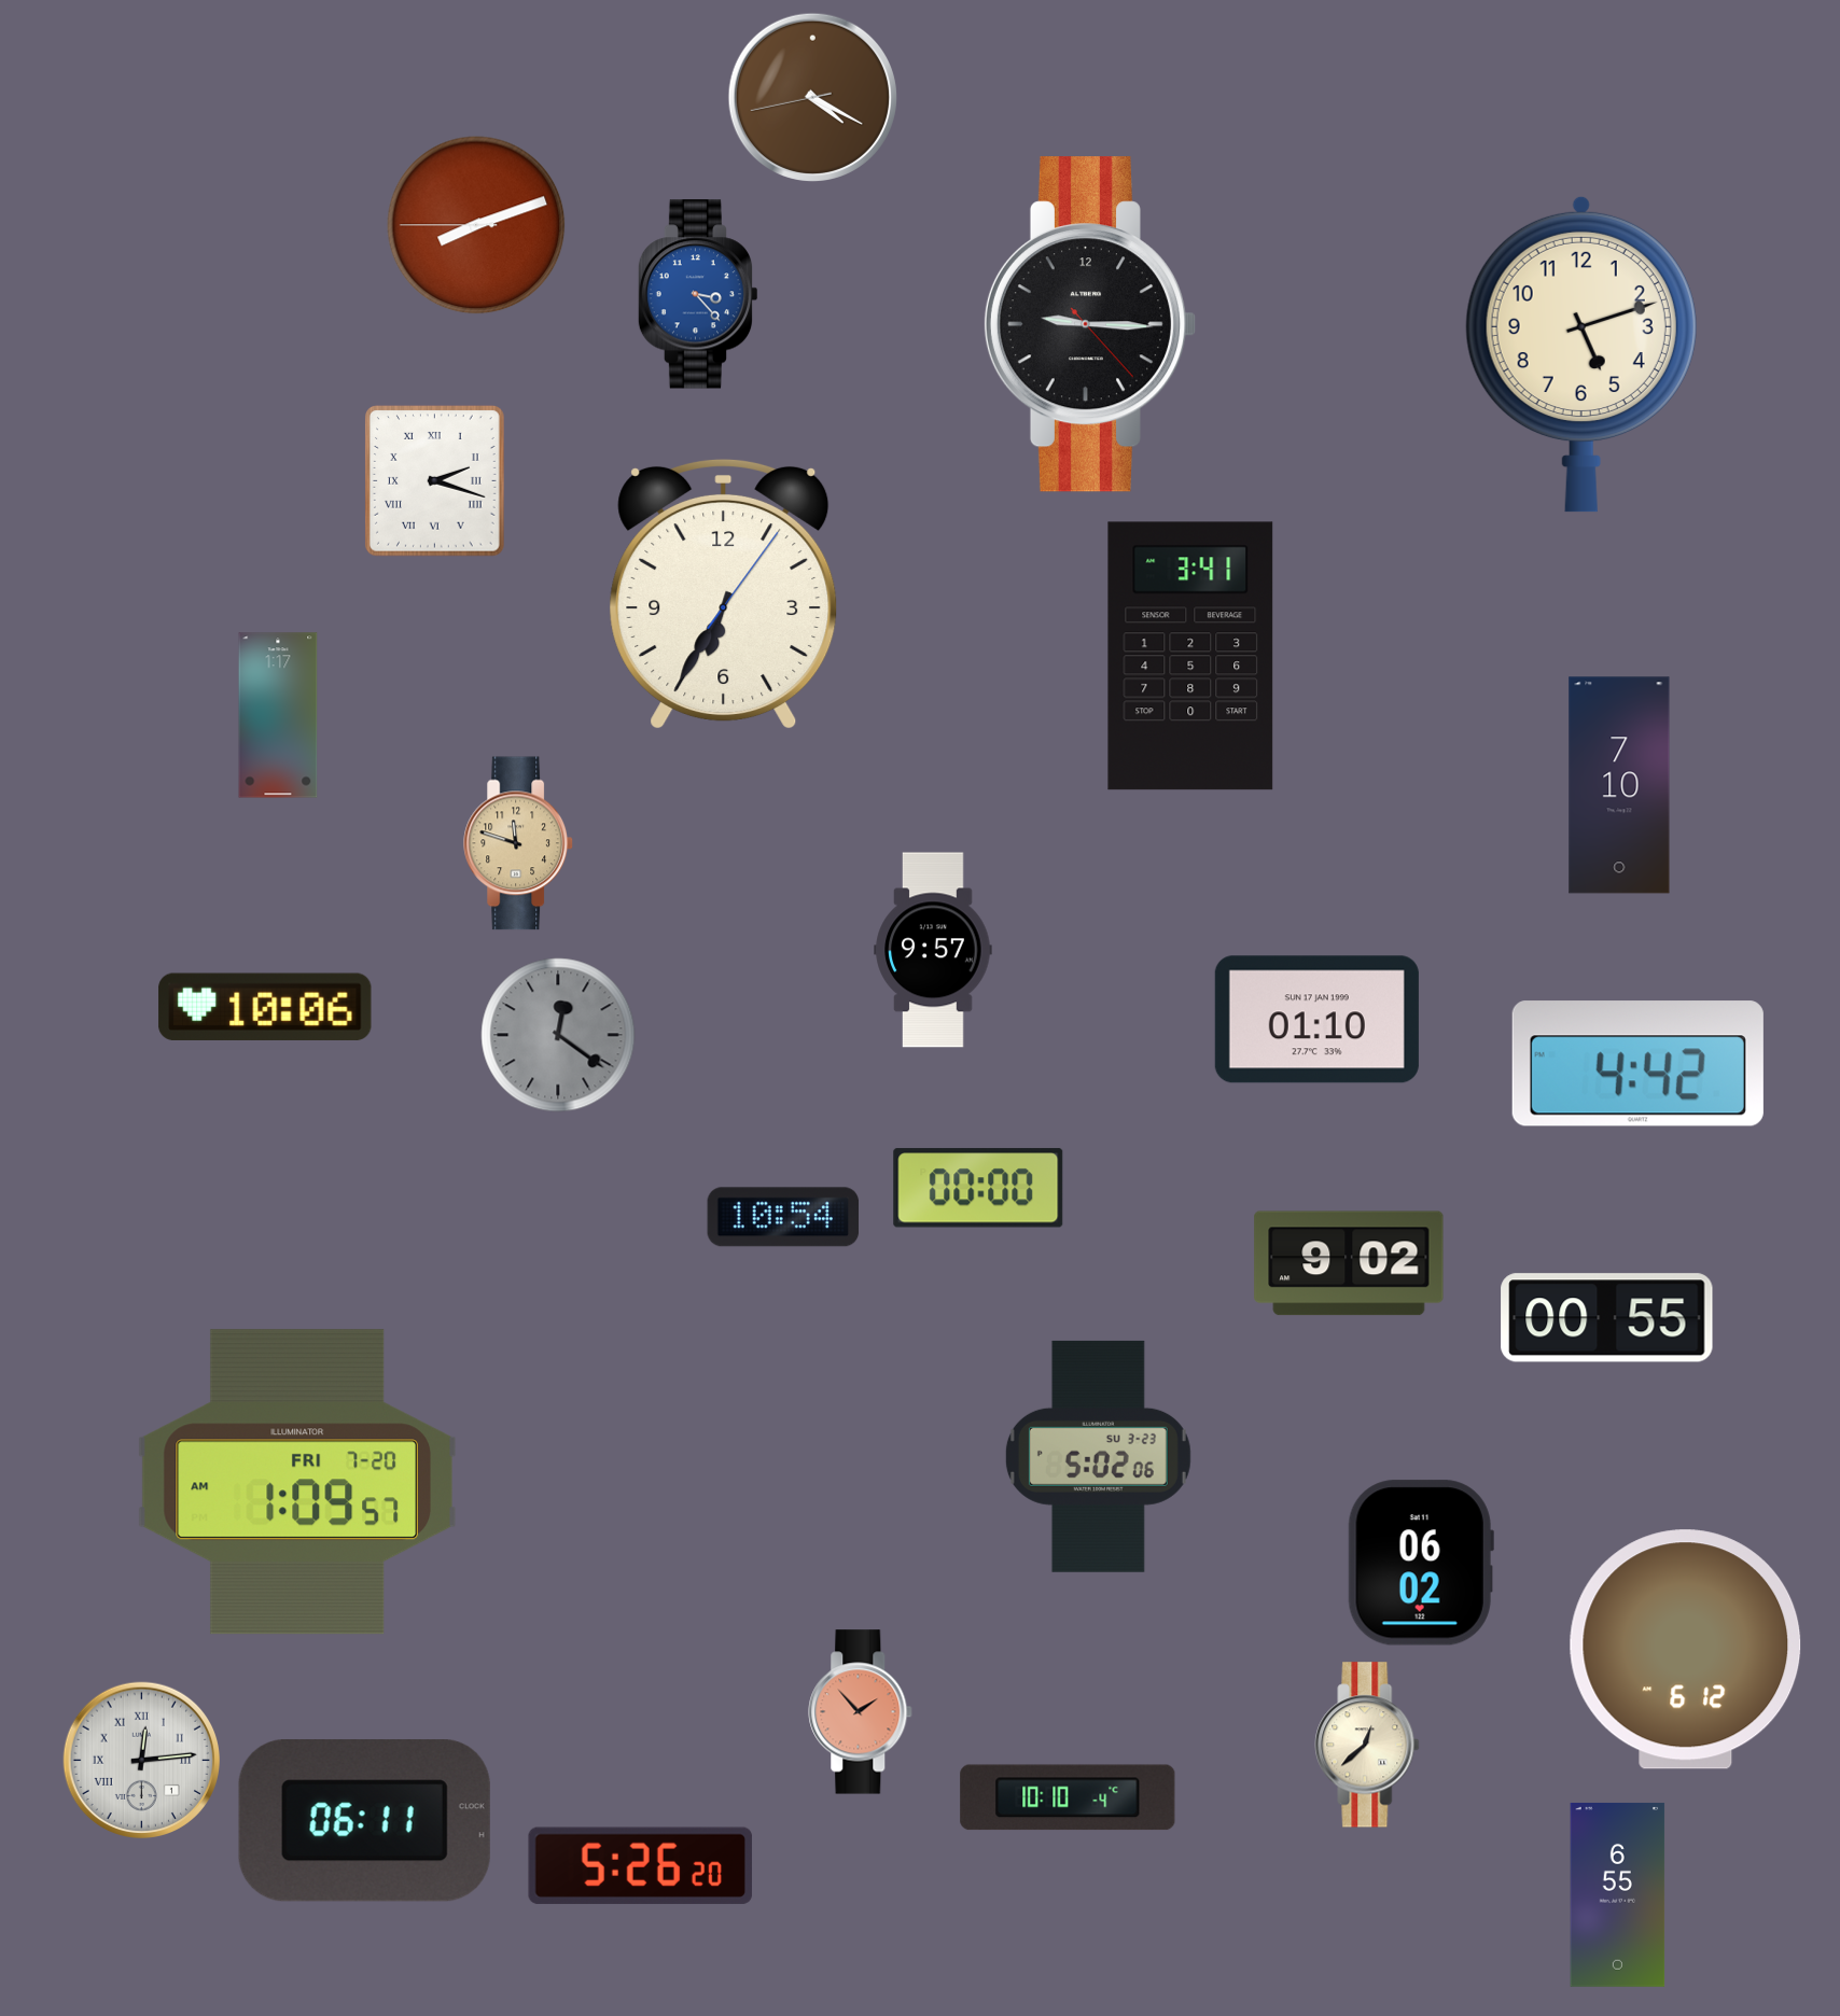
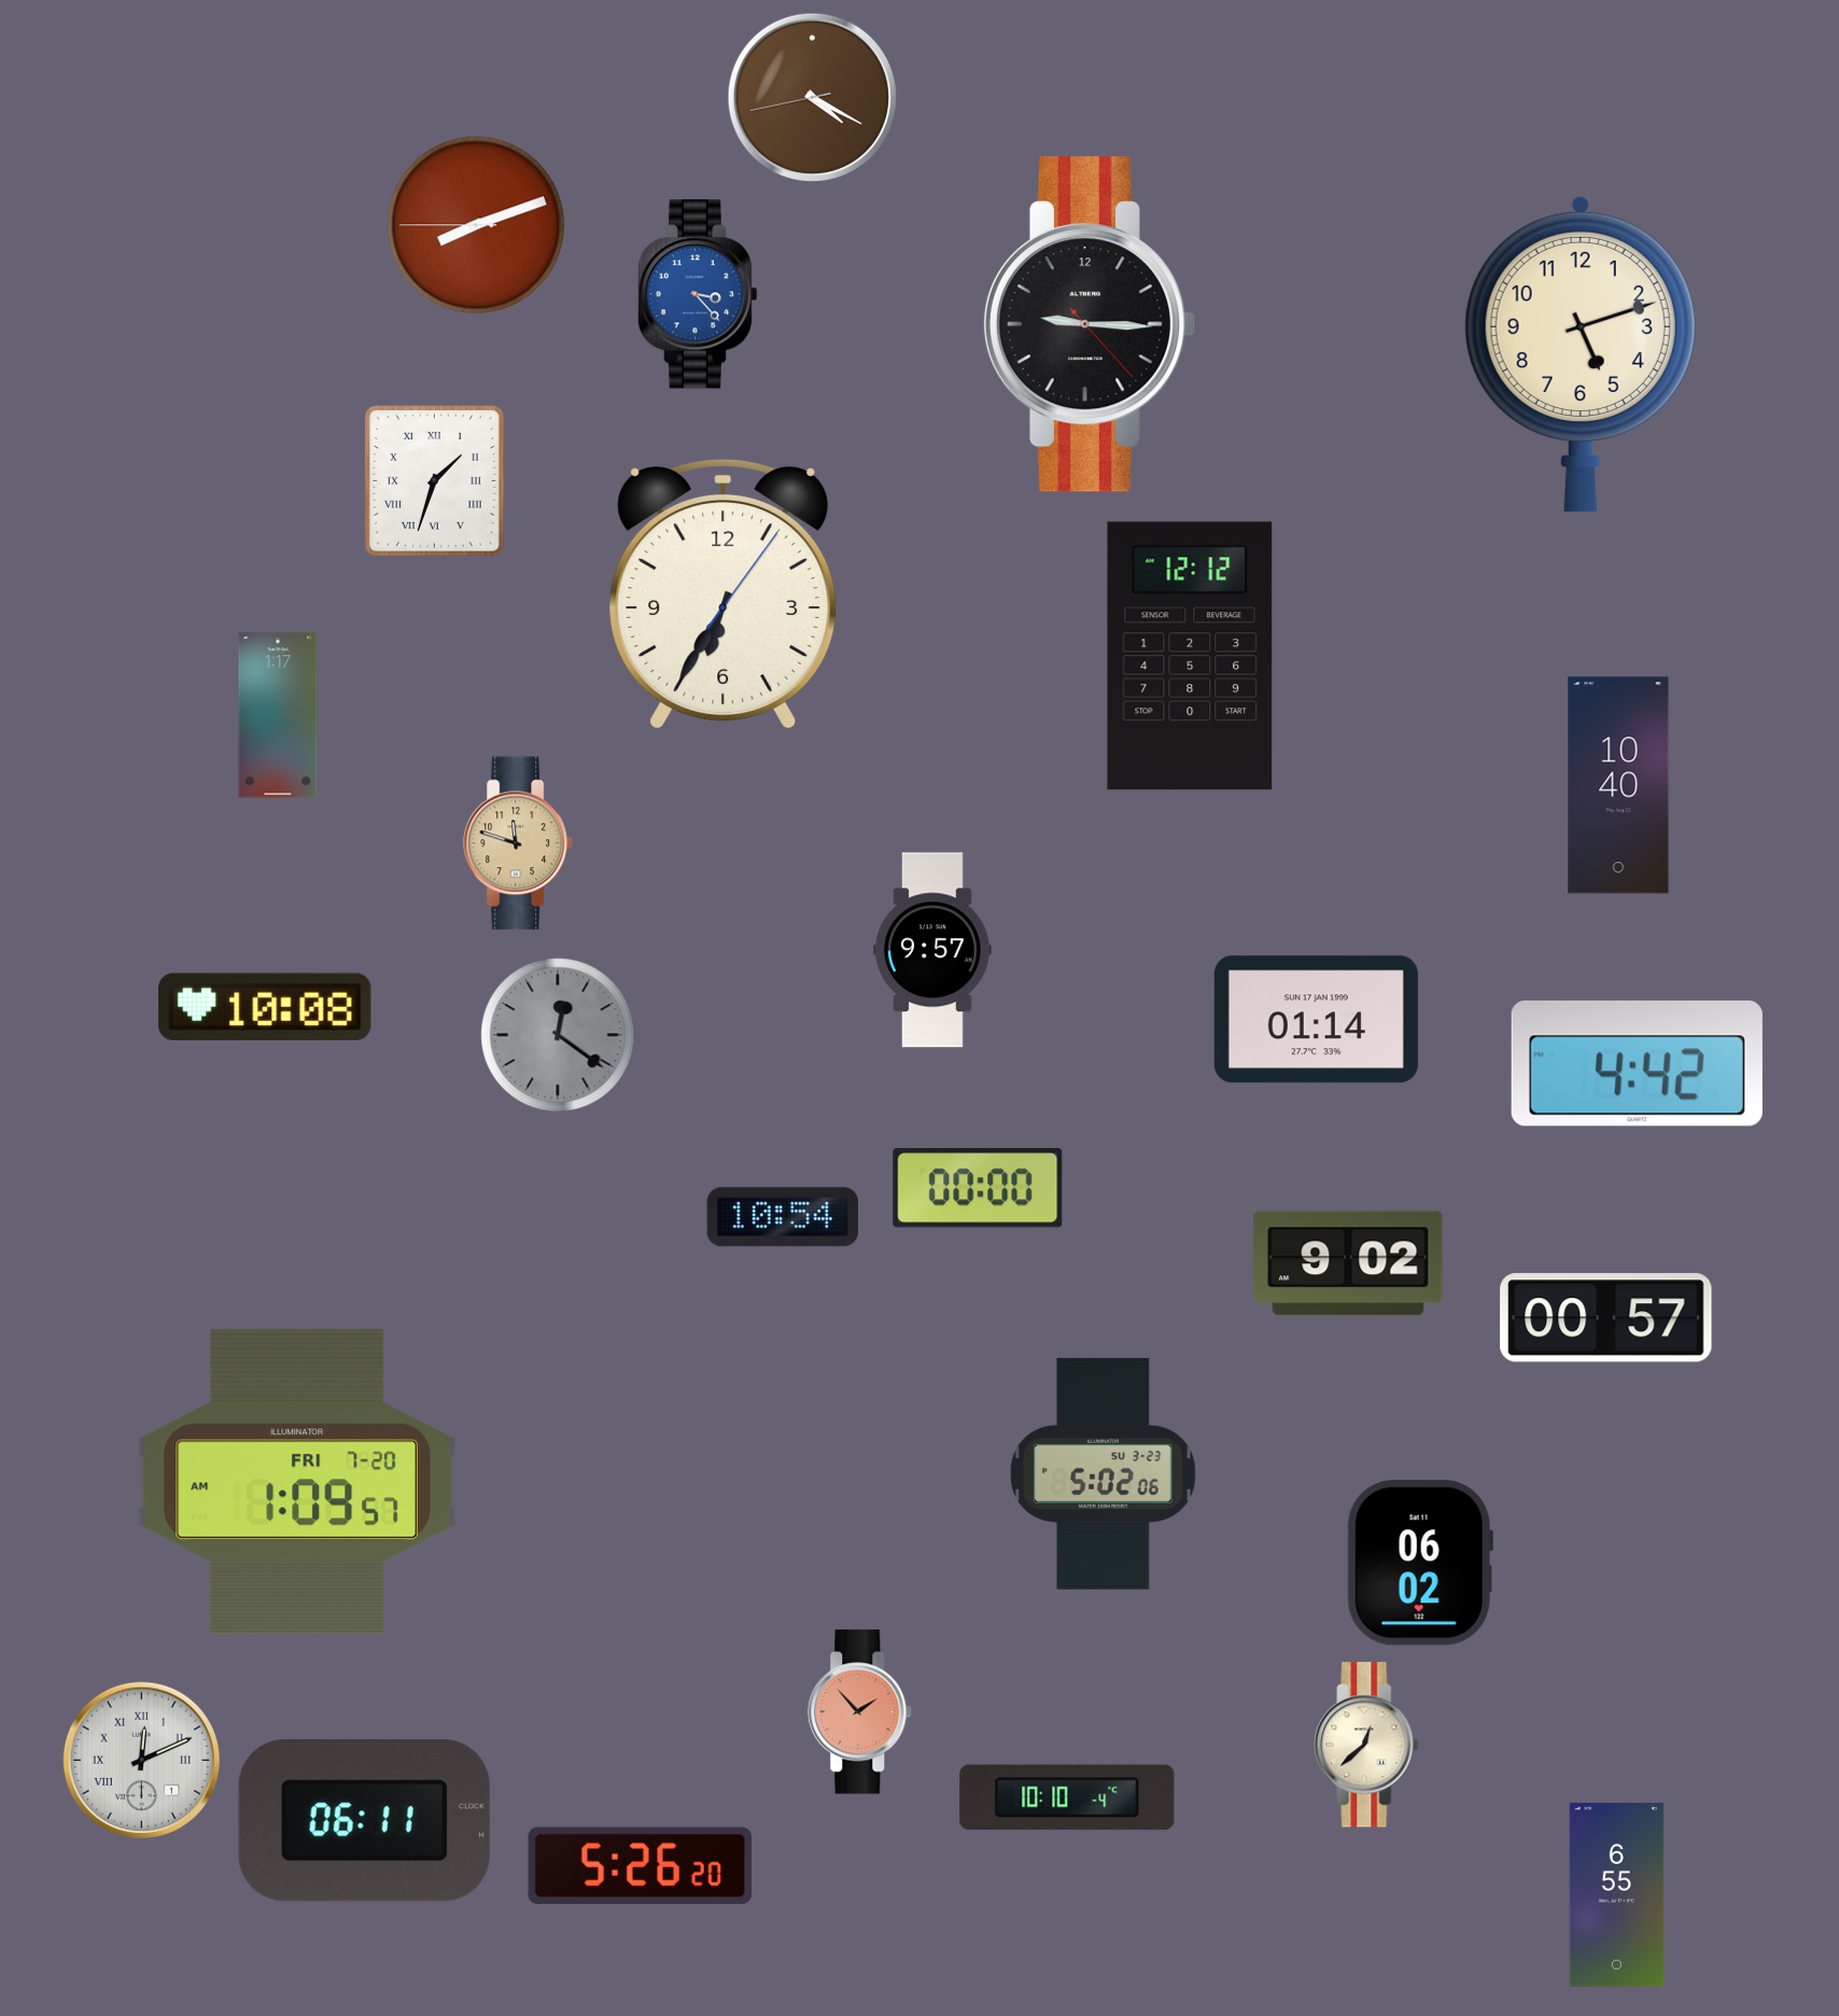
clock at (435, 481): 2:18 -> 1:33
clock at (1190, 656): 3:41 -> 12:12
clock at (1619, 785): 7:10 -> 10:40
clock at (265, 1007): 10:06 -> 10:08
clock at (1316, 1020): 01:10 -> 01:14
clock at (1607, 1318): 00:55 -> 00:57
clock at (1098, 1456) position: (1098, 1456) -> (1103, 1473)
clock at (1686, 1650): 6:12 -> none
clock at (141, 1760): 12:14 -> 12:11
